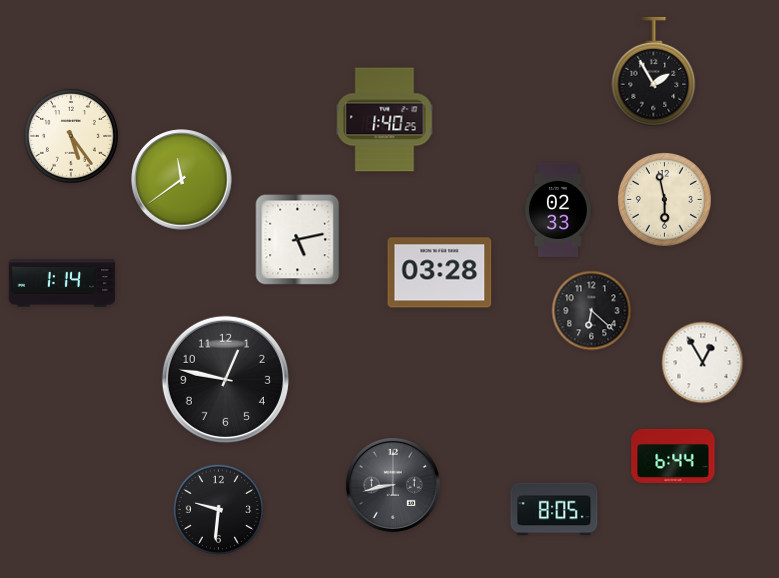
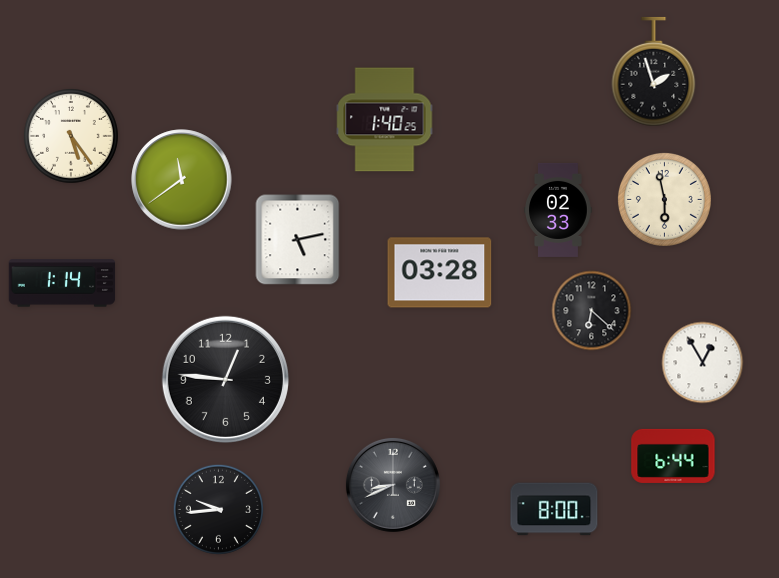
clock at (654, 72): 1:55 -> 1:57
clock at (225, 379): 12:47 -> 12:46
clock at (393, 485): 8:43 -> 8:41
clock at (218, 509): 9:31 -> 9:44
clock at (554, 509): 8:05 -> 8:00
